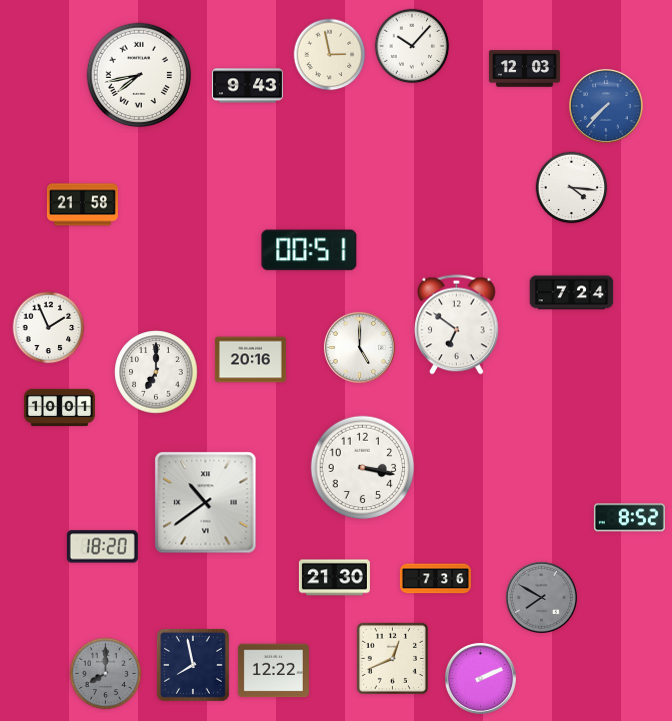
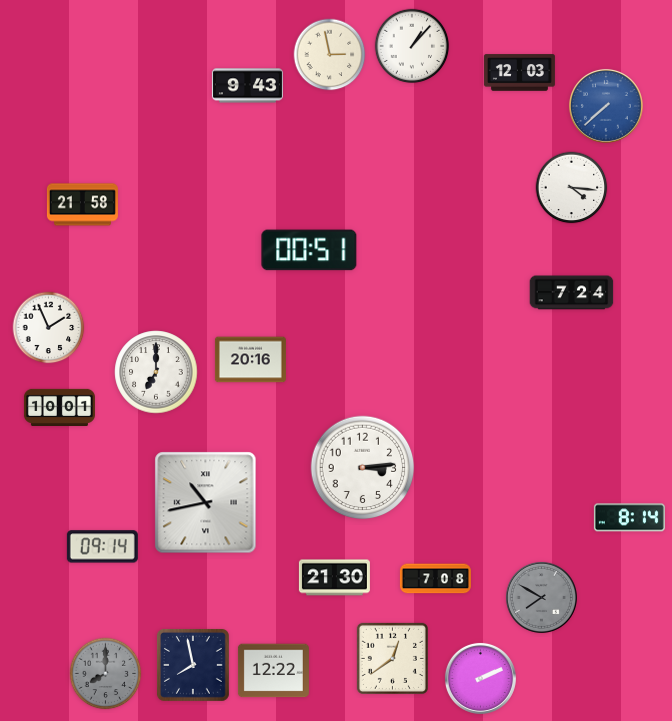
clock at (412, 46): 10:07 -> 1:07
clock at (524, 69) position: (524, 69) -> (519, 73)
clock at (139, 75): 7:43 -> none
clock at (606, 106): 7:37 -> 7:38
clock at (457, 325): 6:51 -> none
clock at (359, 347): 5:00 -> none
clock at (363, 468): 3:17 -> 3:14
clock at (206, 503): 10:39 -> 10:43
clock at (629, 518): 8:52 -> 8:14
clock at (102, 547): 18:20 -> 09:14
clock at (435, 579): 7:36 -> 7:08
clock at (392, 658): 12:41 -> 12:39
